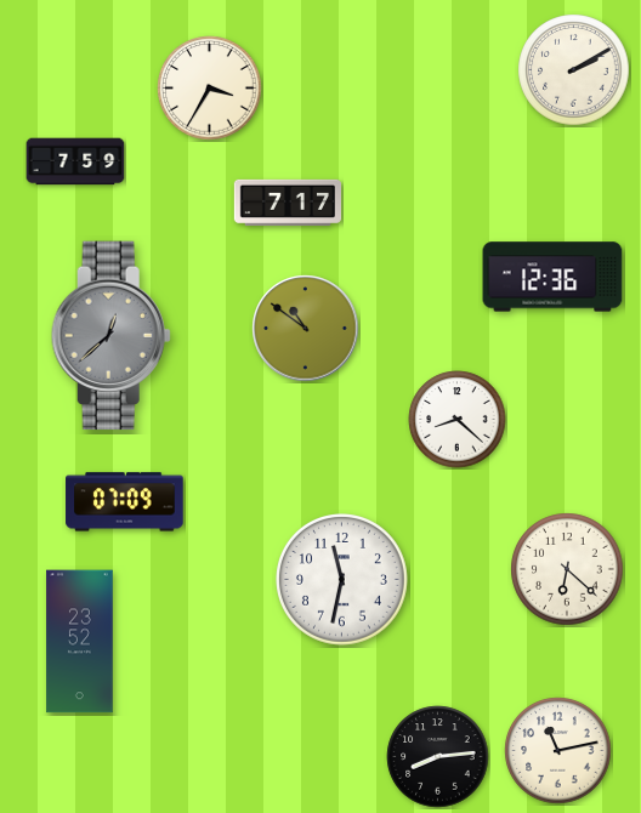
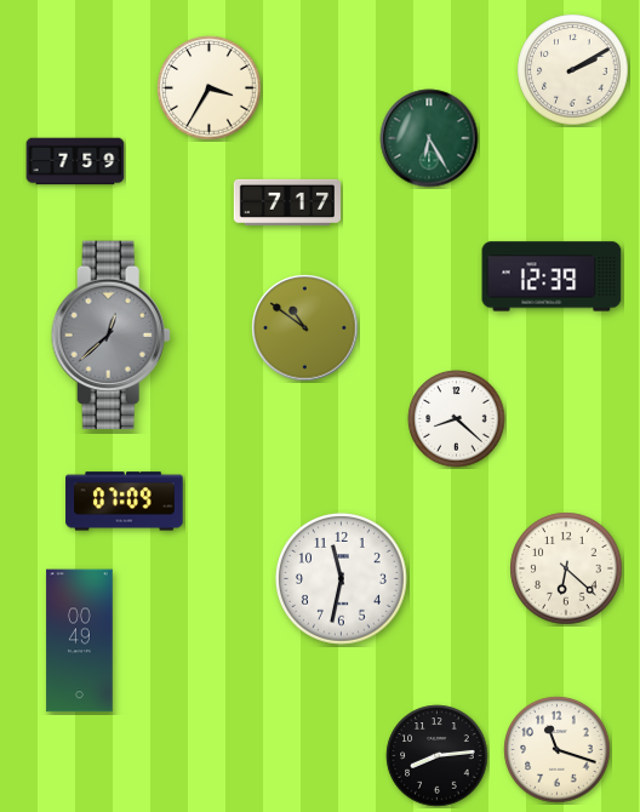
clock at (429, 138): none -> 6:25
clock at (552, 277): 12:36 -> 12:39
clock at (80, 642): 23:52 -> 00:49
clock at (558, 751): 11:13 -> 11:18
